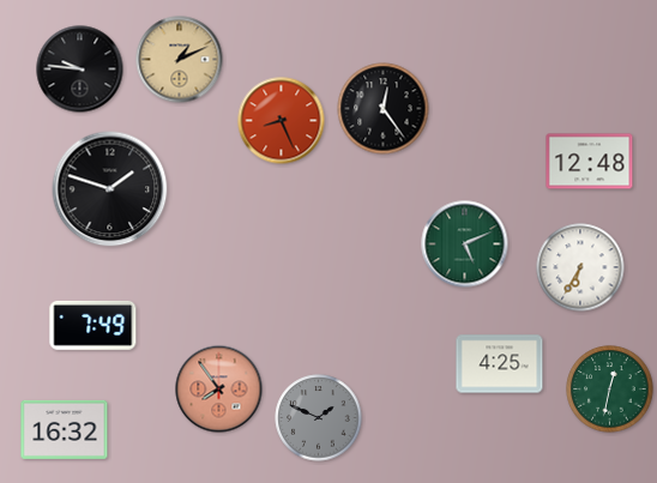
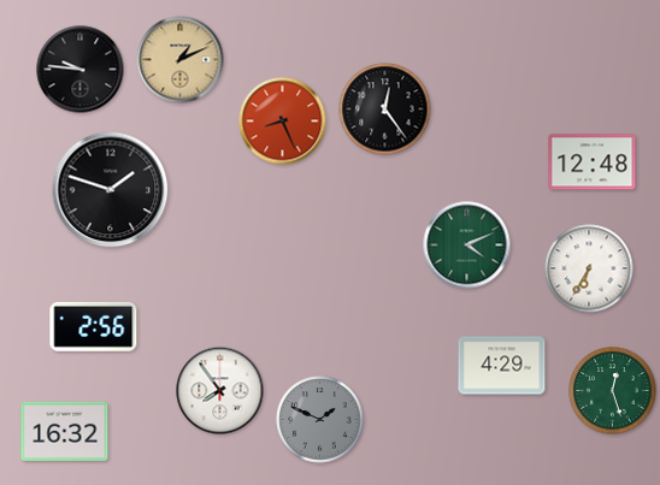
clock at (465, 244): 5:11 -> 4:11
clock at (580, 267) position: (580, 267) -> (589, 268)
clock at (94, 325): 7:49 -> 2:56
clock at (500, 364): 4:25 -> 4:29
clock at (219, 390) dial: salmon -> white
clock at (610, 390): 12:32 -> 12:27
